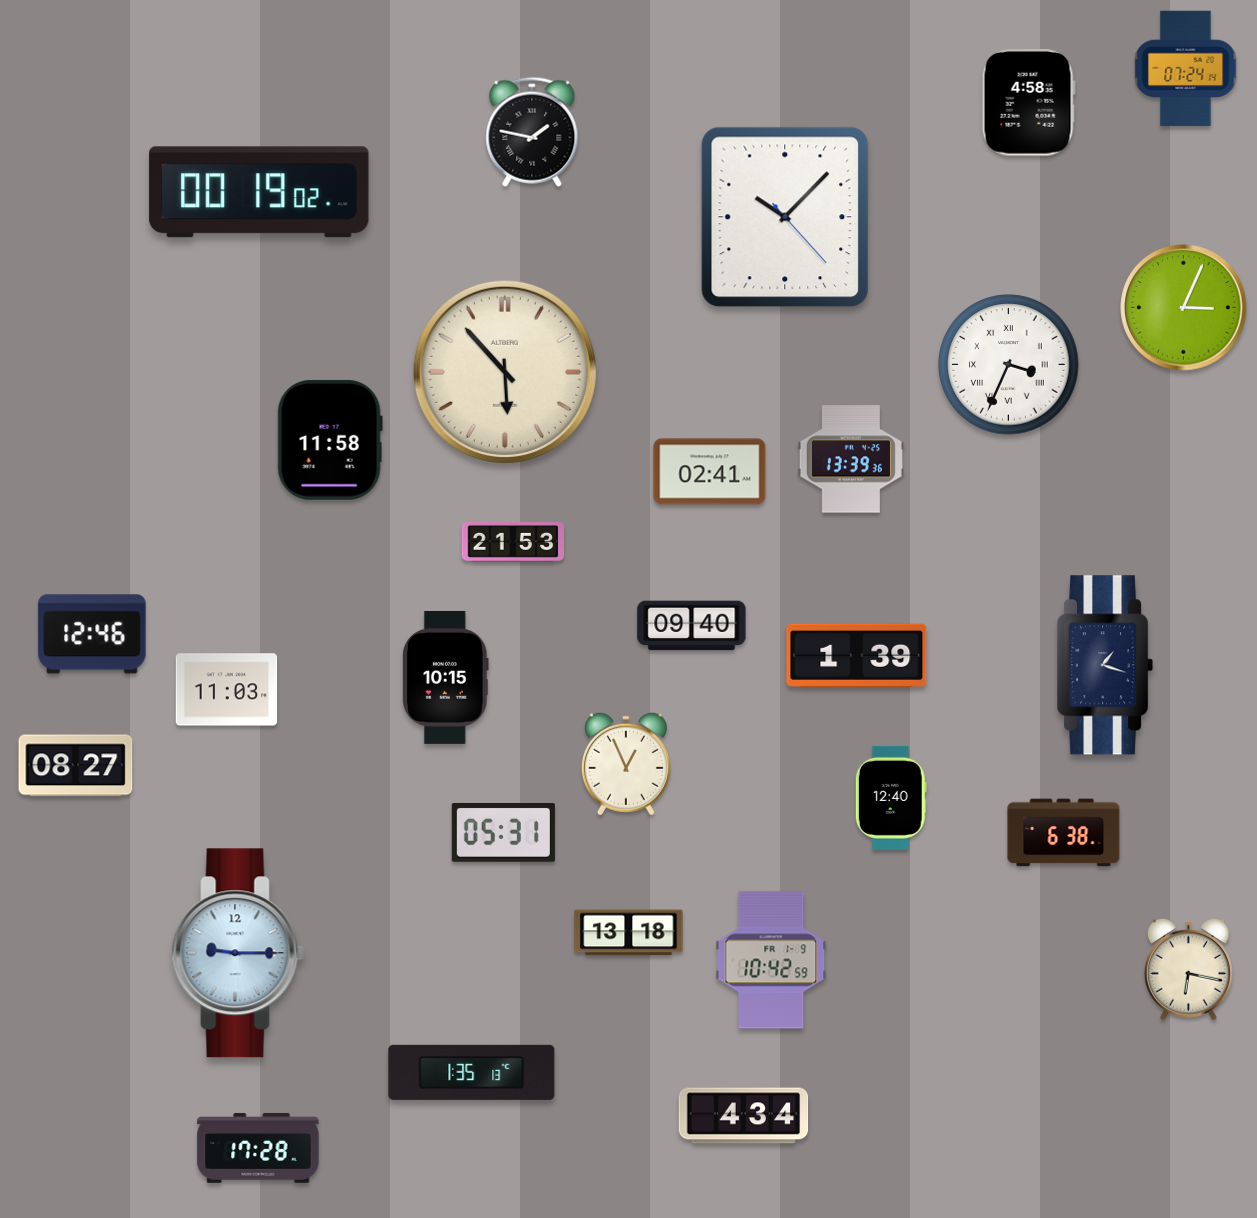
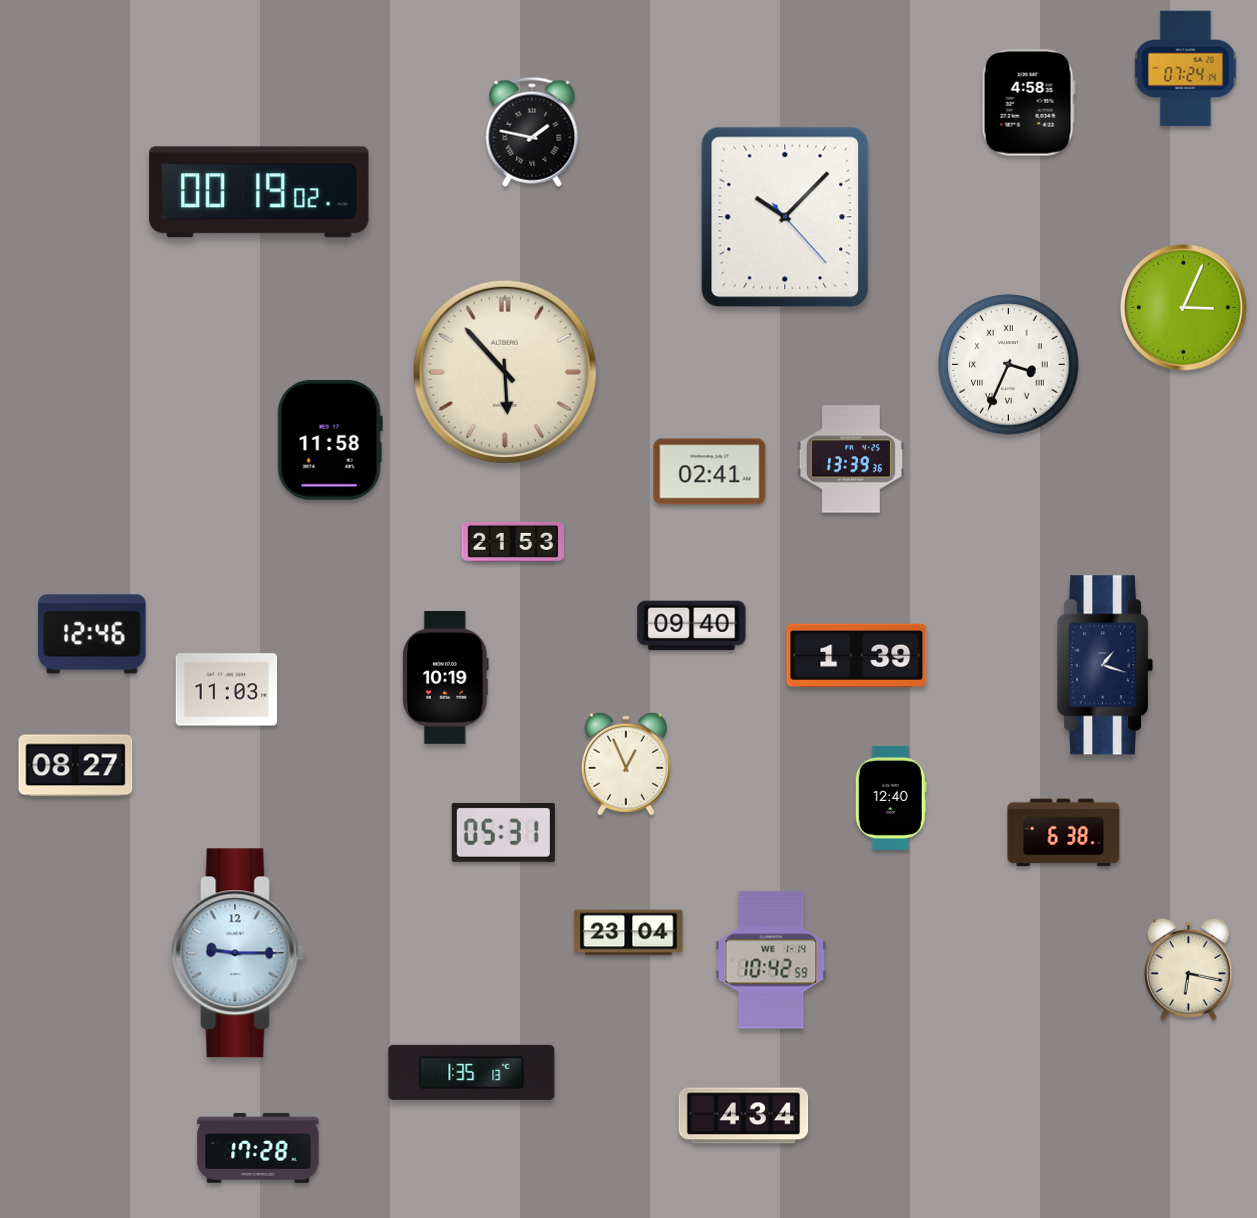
clock at (446, 677): 10:15 -> 10:19
clock at (629, 933): 13:18 -> 23:04
clock at (771, 960) date: FR 1-9 -> WE 1-14
